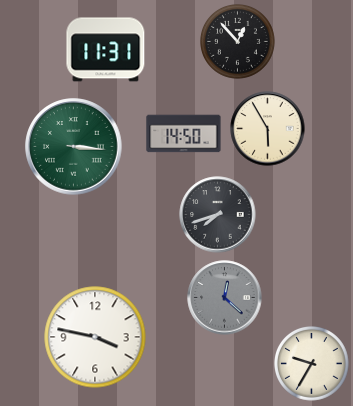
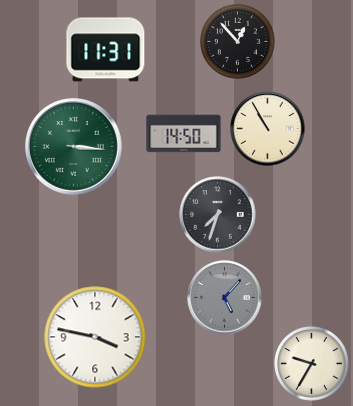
clock at (268, 129): 5:55 -> 10:55
clock at (218, 215): 7:42 -> 7:33
clock at (225, 298): 12:22 -> 5:07
